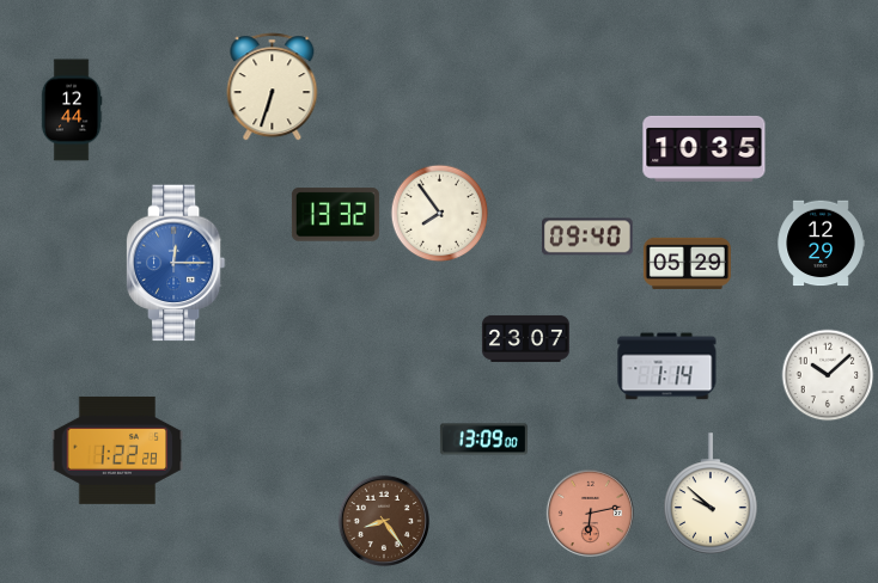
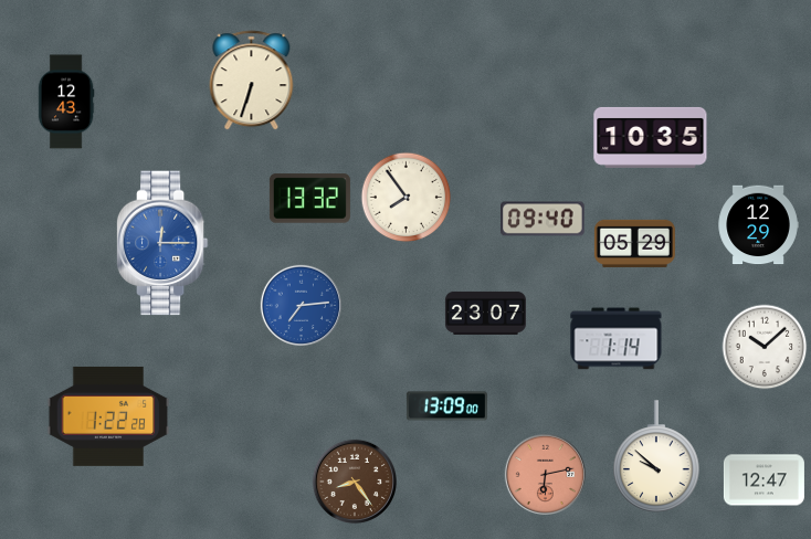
clock at (72, 110): 12:44 -> 12:43
clock at (301, 305): none -> 7:14
clock at (763, 480): none -> 12:47
